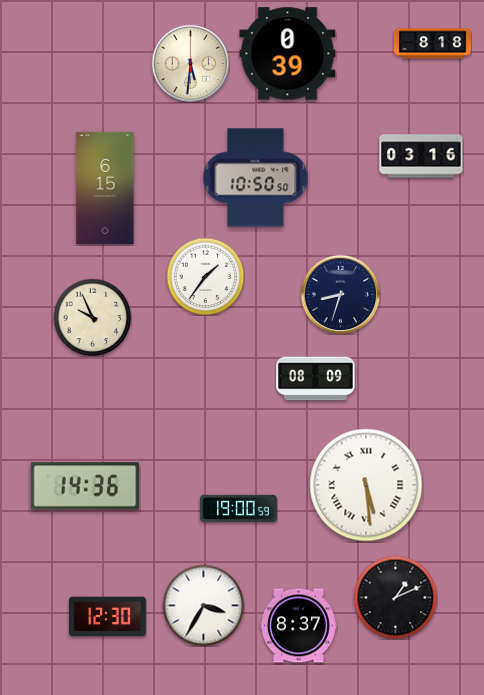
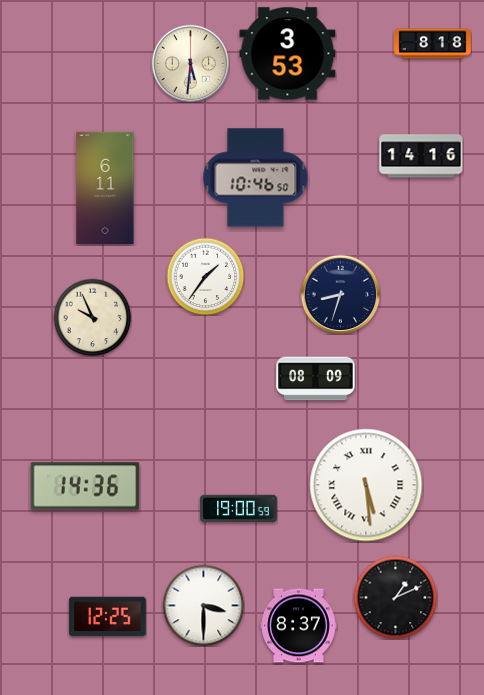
clock at (288, 54): 0:39 -> 3:53
clock at (421, 156): 03:16 -> 14:16
clock at (256, 178): 10:50 -> 10:46
clock at (105, 187): 6:15 -> 6:11
clock at (203, 605): 3:35 -> 3:30
clock at (108, 617): 12:30 -> 12:25
